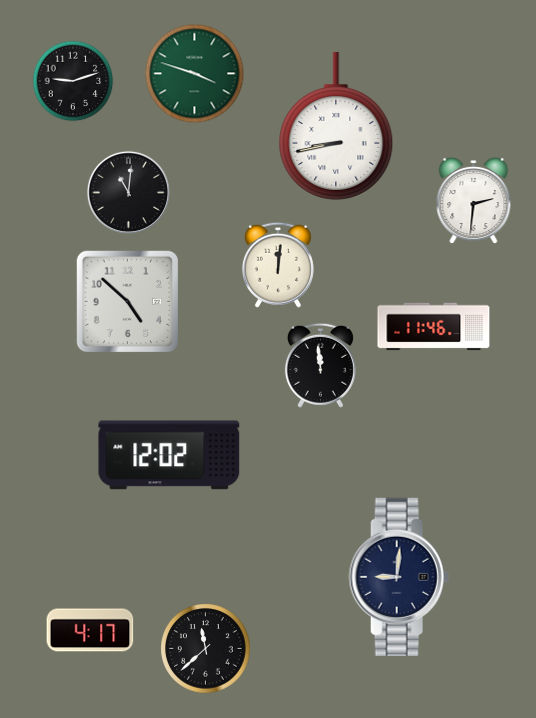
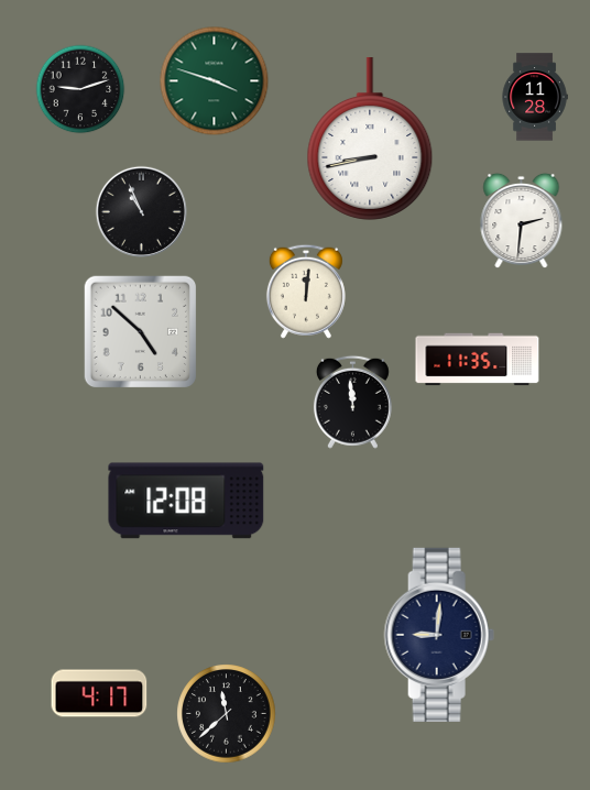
clock at (535, 97): none -> 11:28
clock at (128, 192): 11:01 -> 10:56
clock at (434, 327): 11:46 -> 11:35
clock at (169, 455): 12:02 -> 12:08
